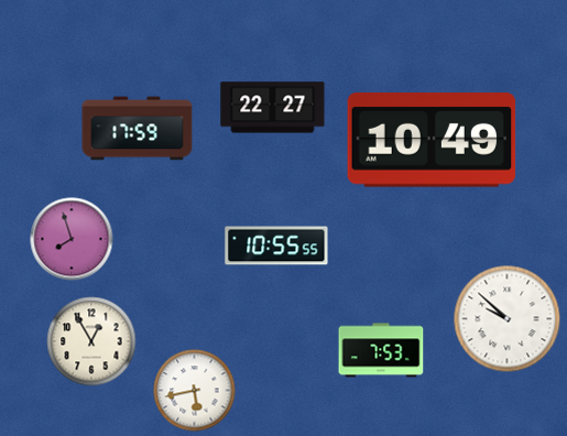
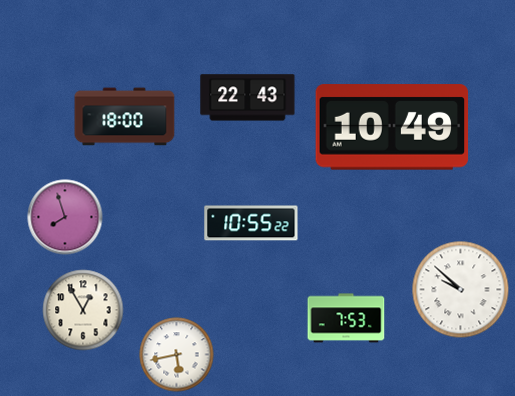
clock at (273, 108): 22:27 -> 22:43
clock at (138, 129): 17:59 -> 18:00
clock at (276, 246): 10:55:55 -> 10:55:22
